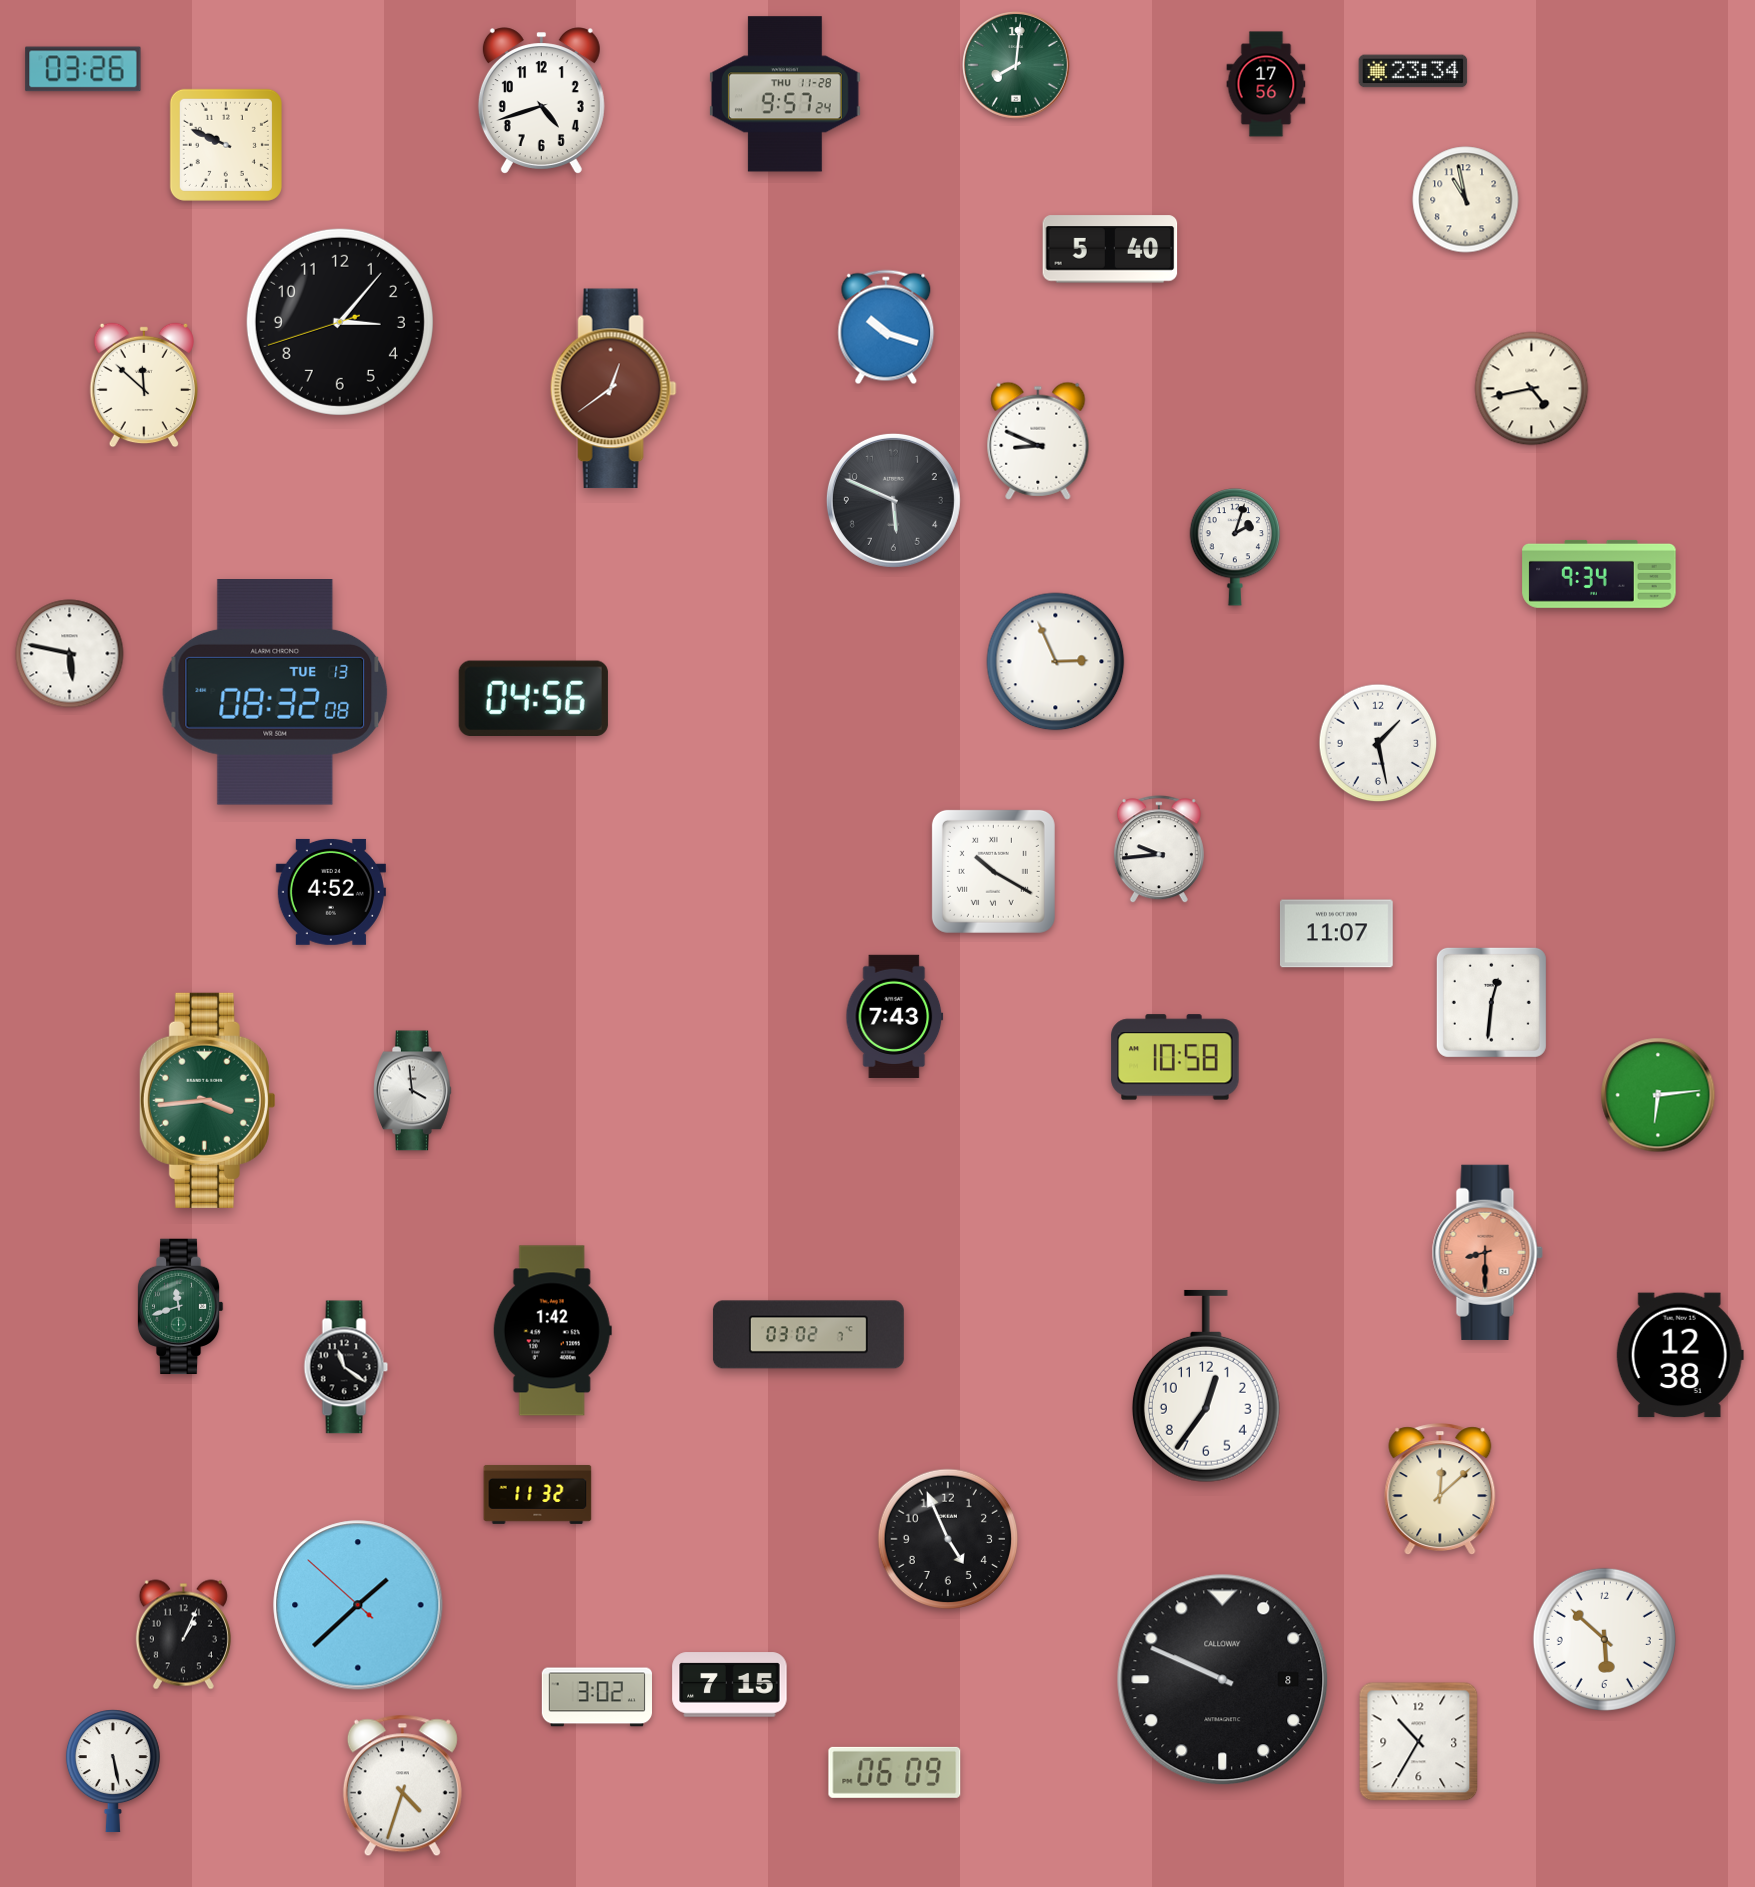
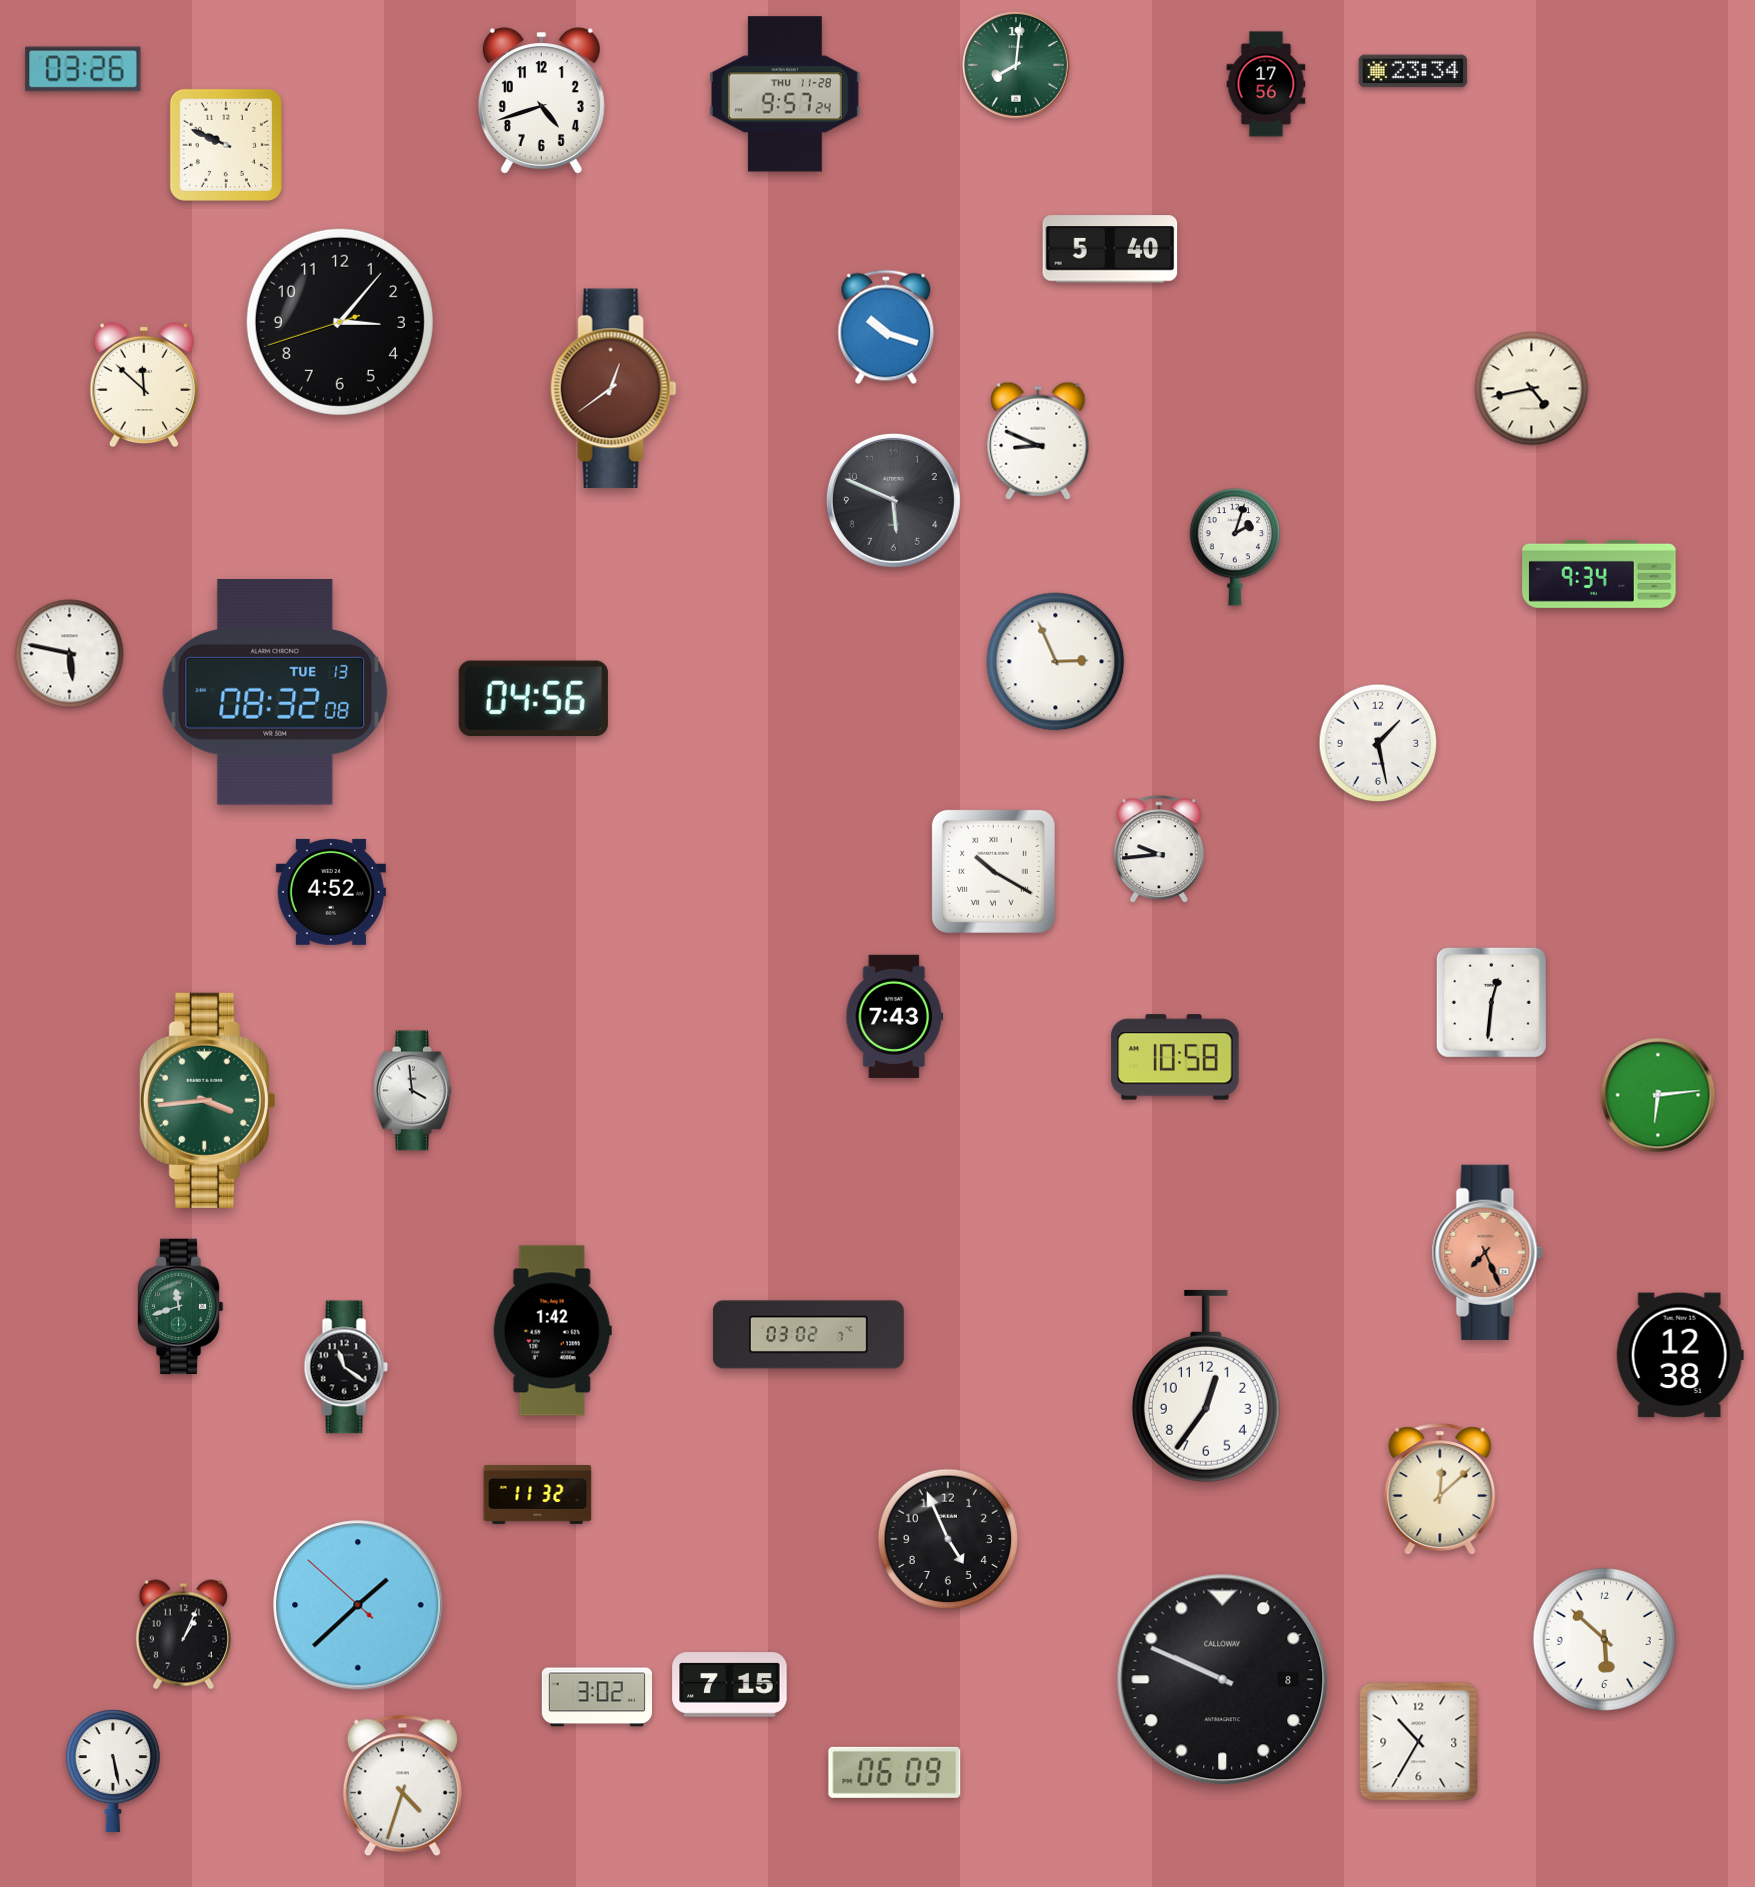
clock at (1466, 200): 10:58 -> none
clock at (1336, 934): 11:07 -> none
clock at (1487, 1252): 8:30 -> 7:26
